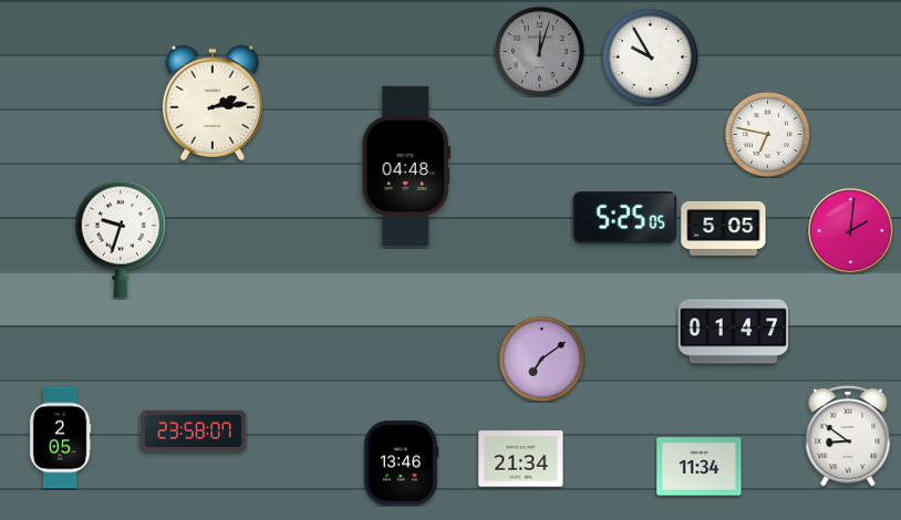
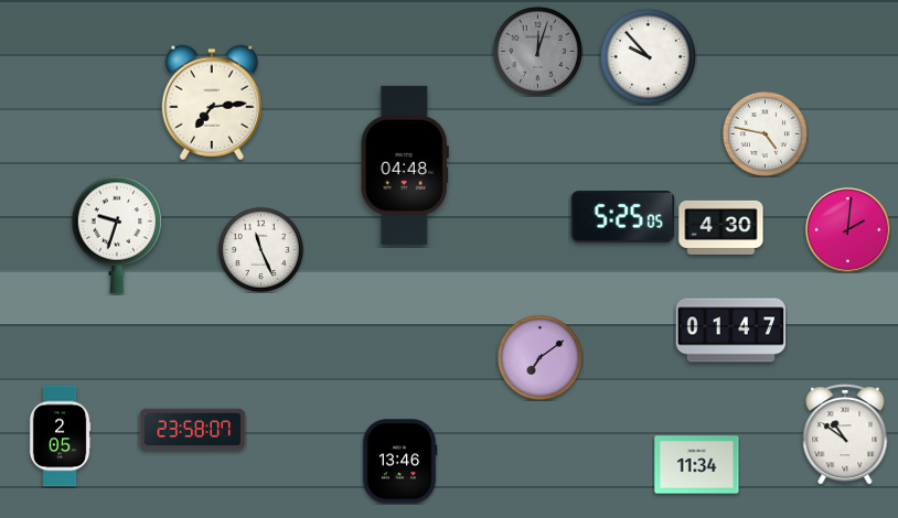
clock at (650, 56): 9:55 -> 9:53
clock at (213, 103): 2:14 -> 7:14
clock at (767, 134): 6:47 -> 4:47
clock at (724, 228): 5:05 -> 4:30
clock at (121, 239) position: (121, 239) -> (117, 235)
clock at (260, 249): none -> 11:26
clock at (848, 436): 8:51 -> 10:51
clock at (521, 459): 21:34 -> none
